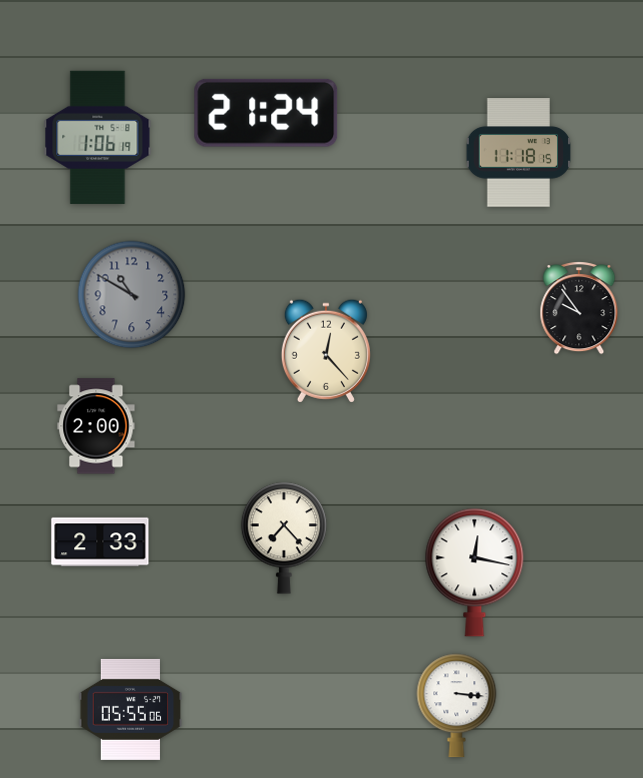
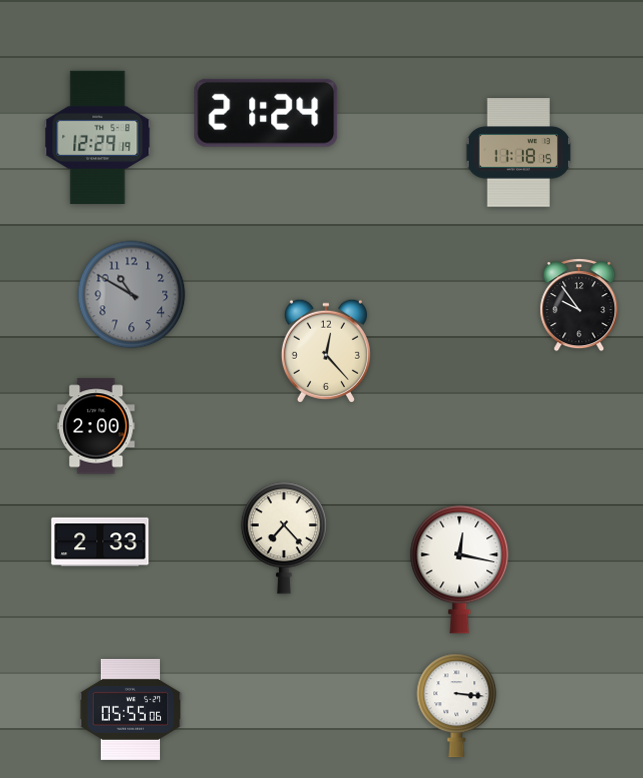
clock at (98, 137): 1:06 -> 12:29
clock at (579, 308) position: (579, 308) -> (579, 305)
clock at (475, 572) position: (475, 572) -> (460, 569)
